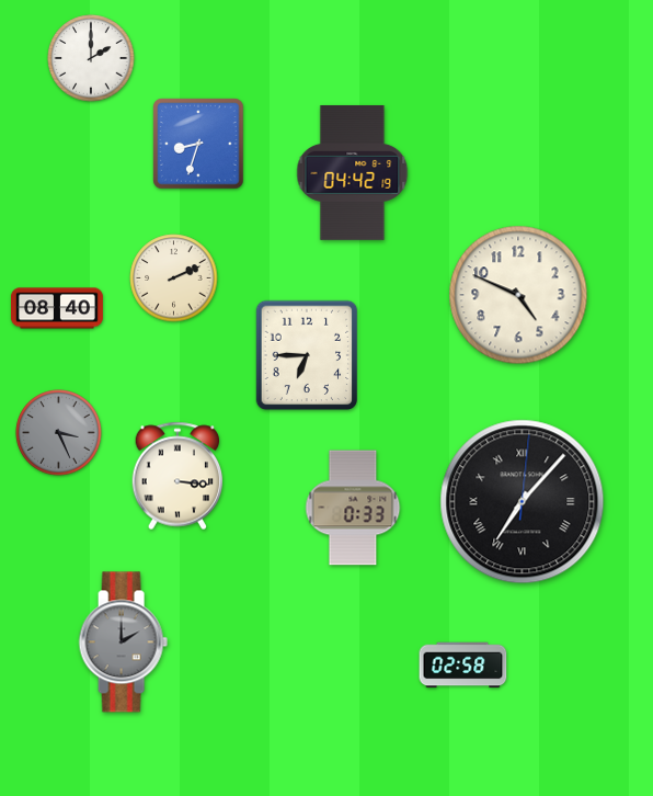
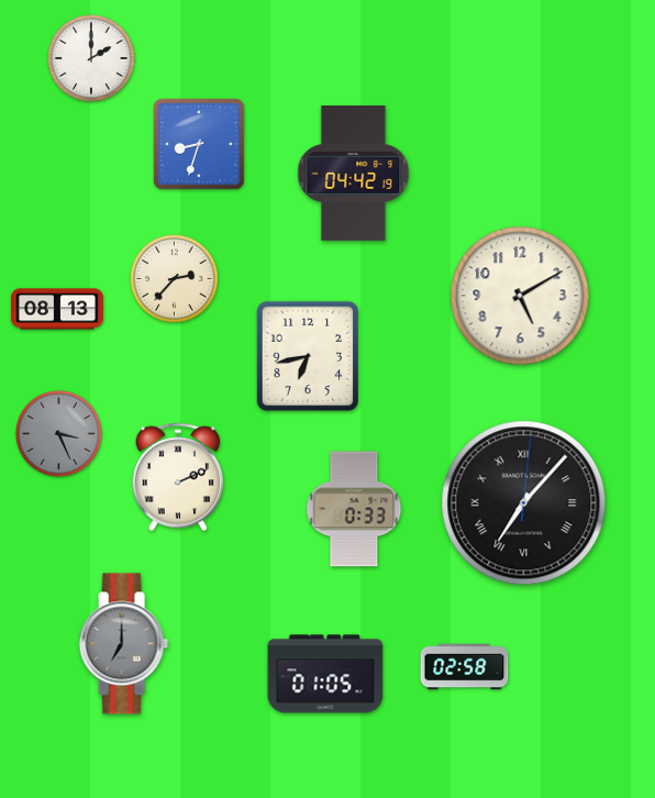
clock at (174, 278): 2:11 -> 2:37
clock at (518, 295): 4:49 -> 5:10
clock at (57, 308): 08:40 -> 08:13
clock at (307, 355): 6:45 -> 6:43
clock at (177, 476): 3:16 -> 2:11
clock at (123, 643): 2:00 -> 7:00
clock at (325, 674): none -> 01:05
